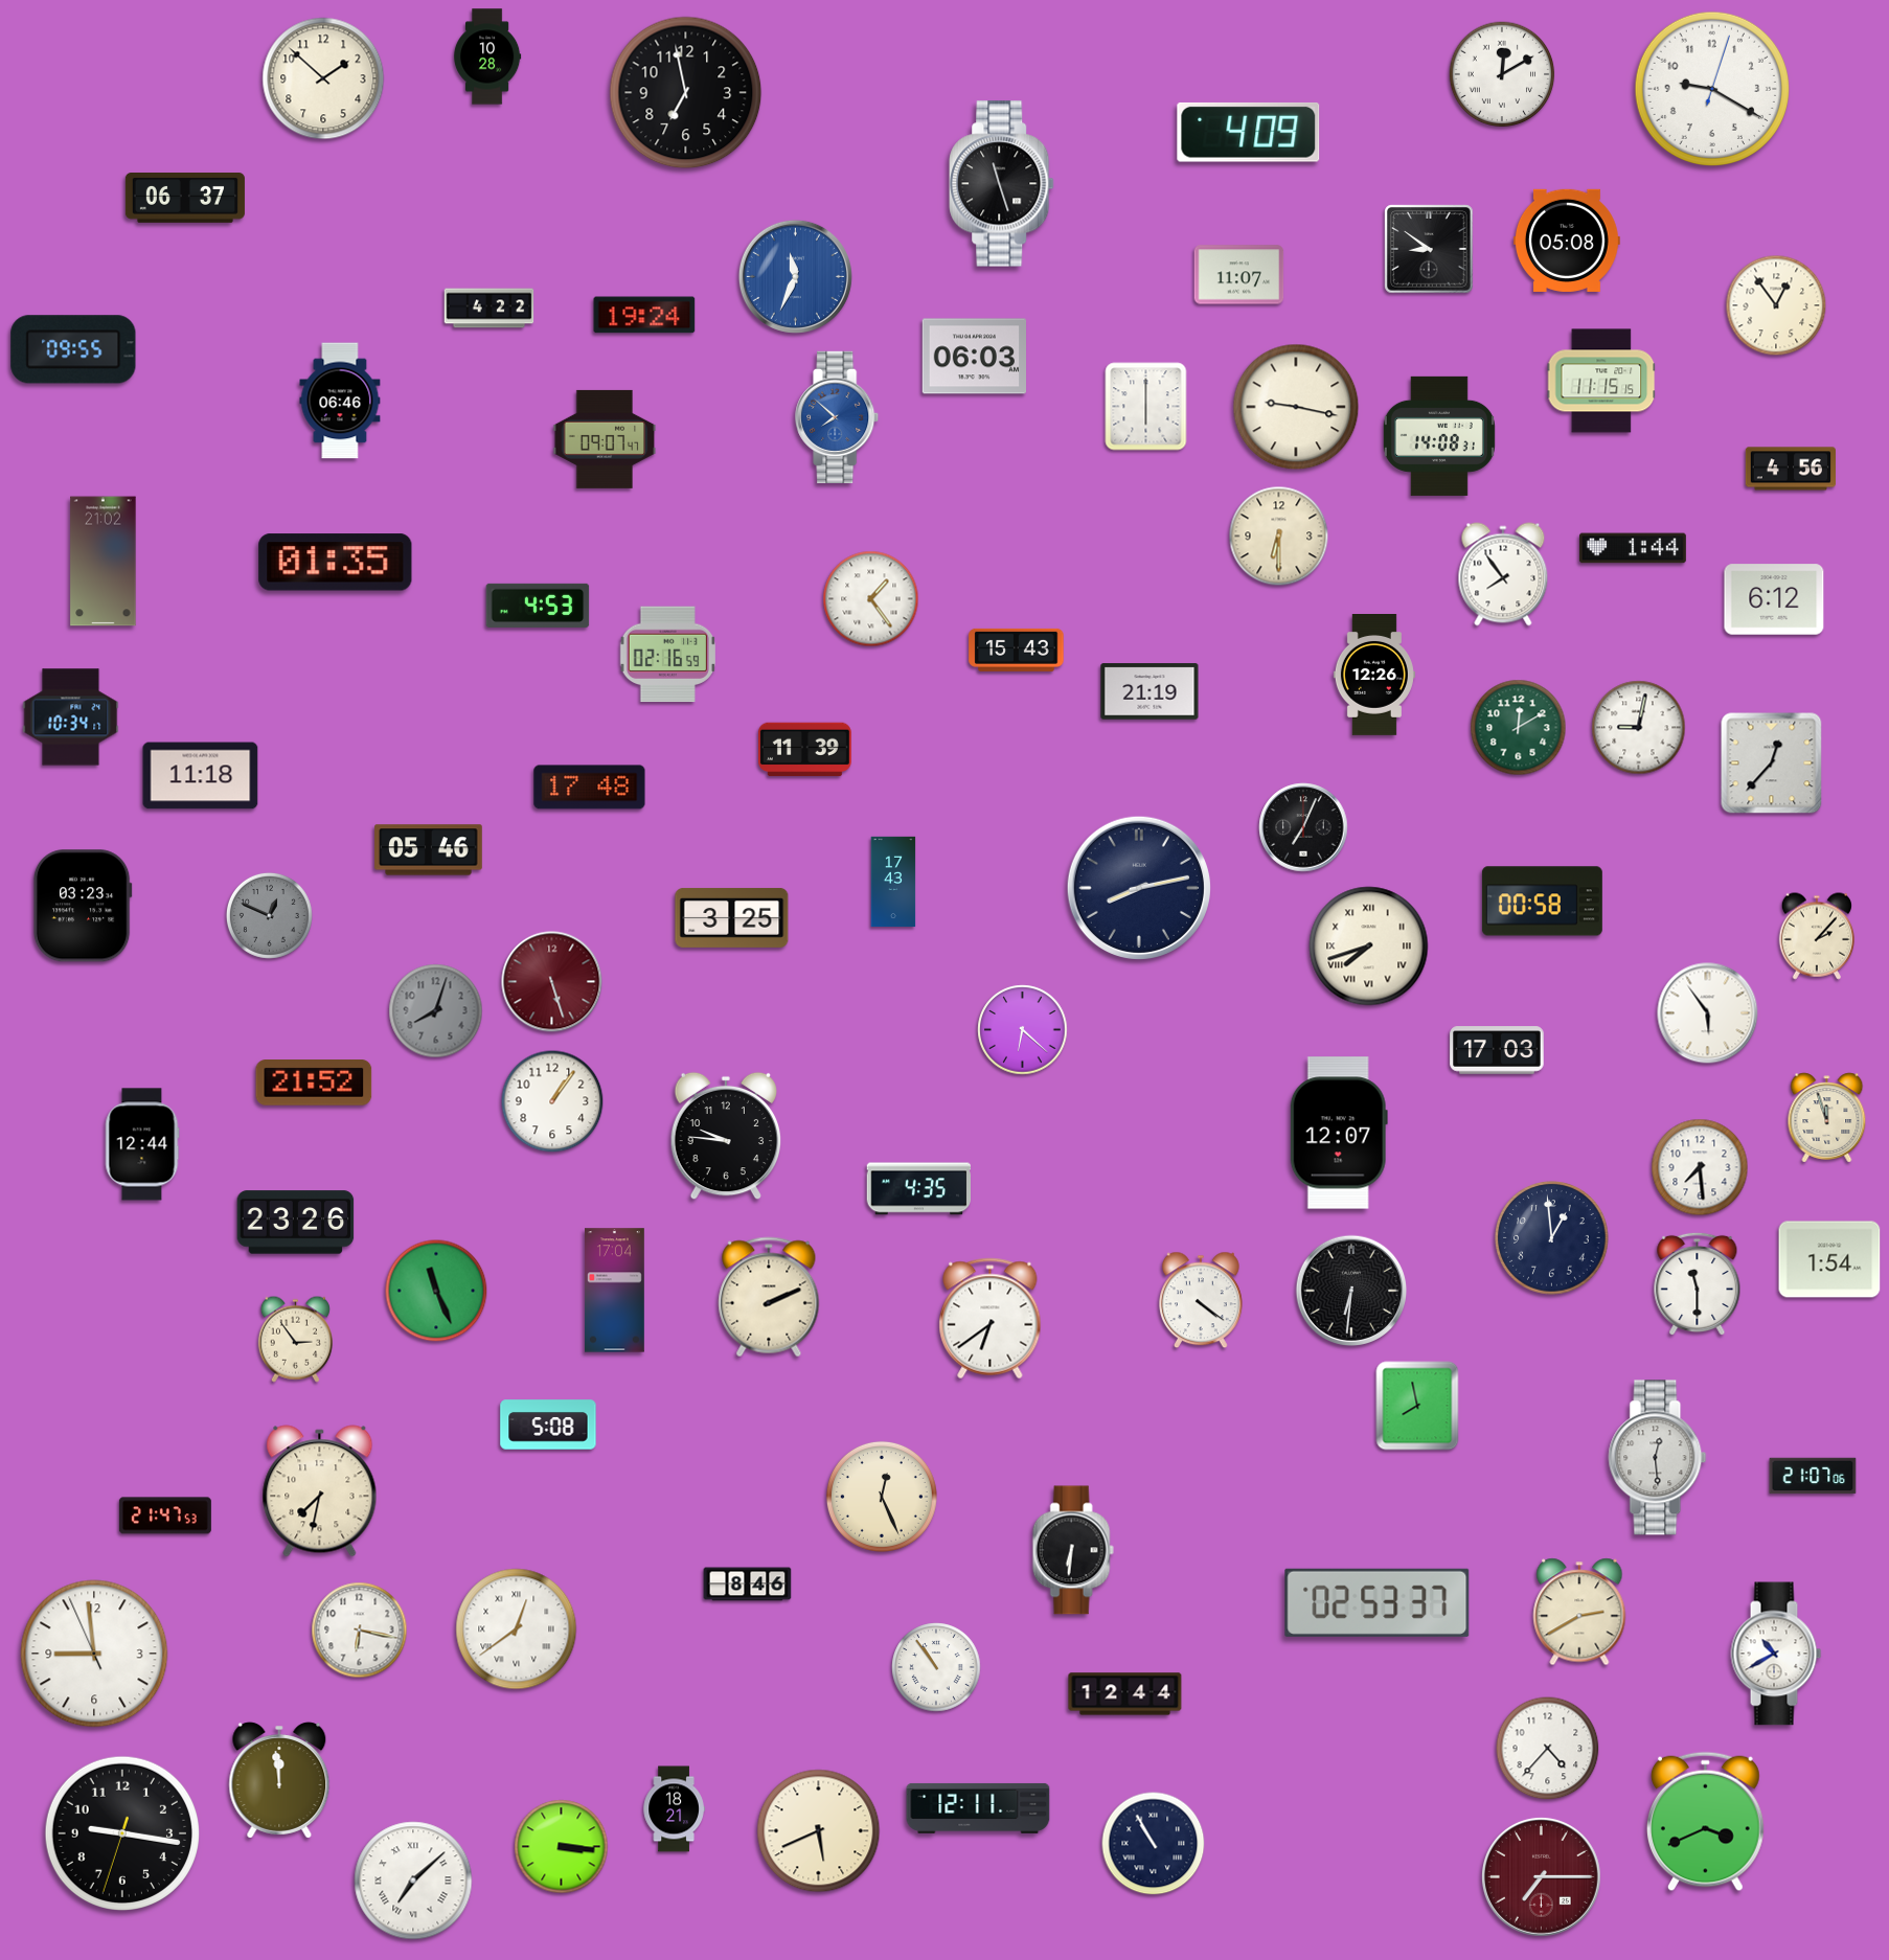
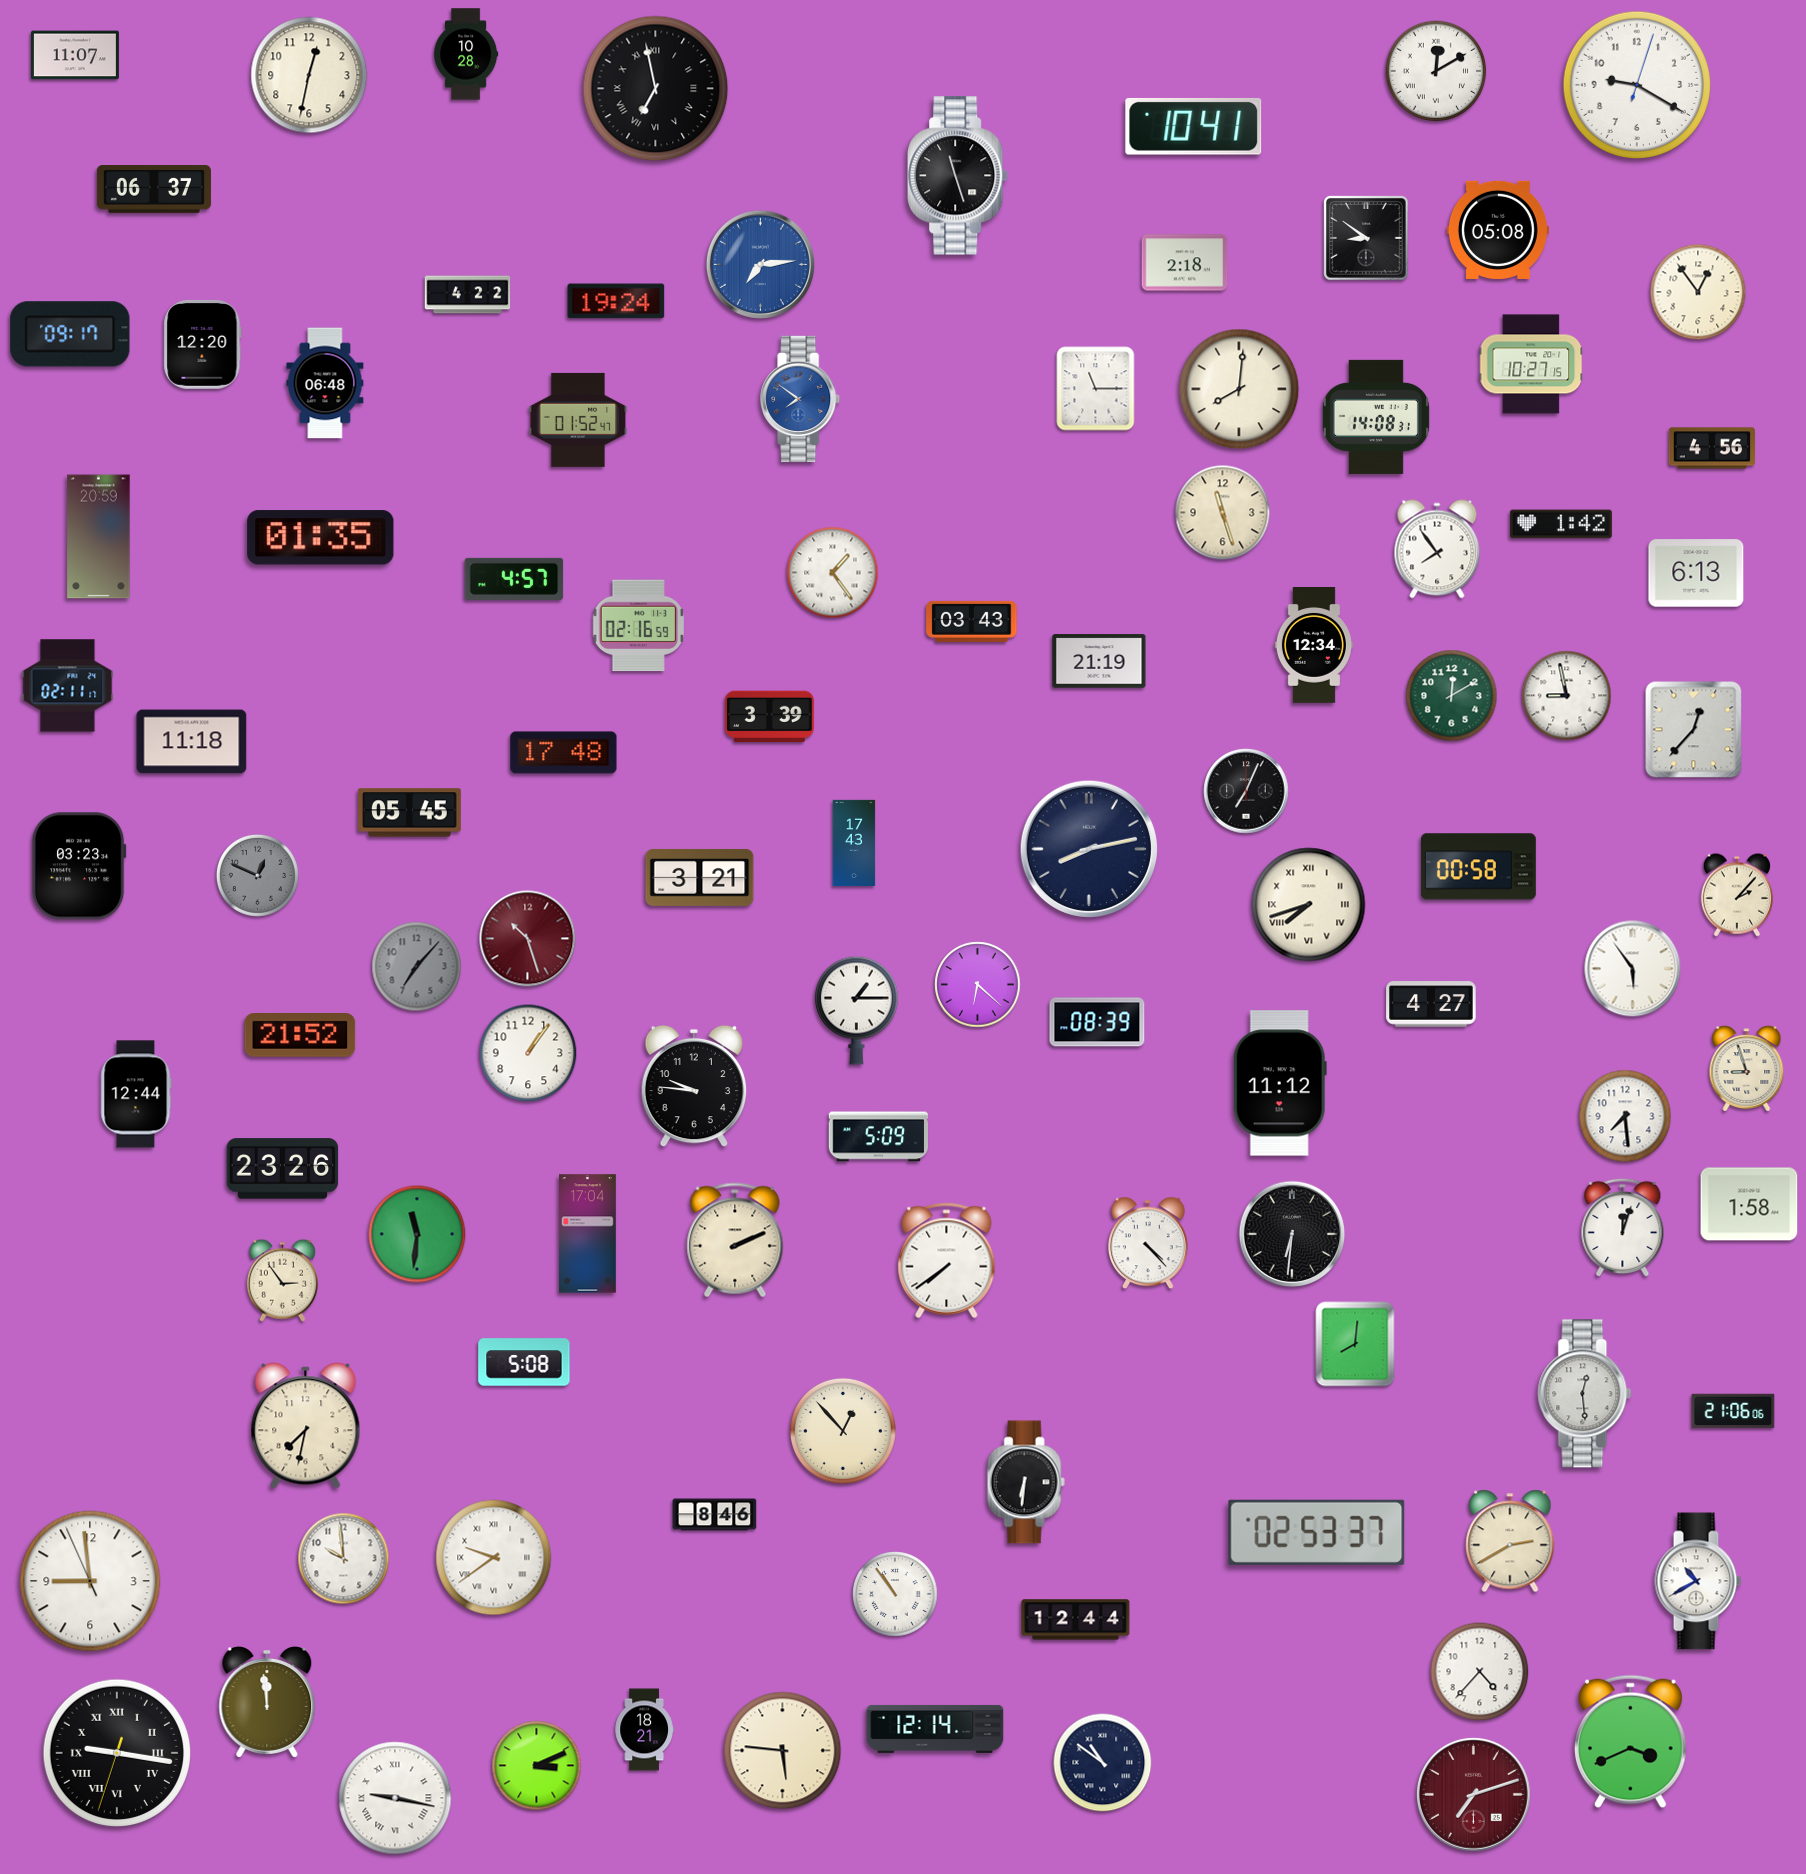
clock at (75, 55): none -> 11:07
clock at (323, 78): 1:52 -> 12:32
clock at (686, 93) numerals: Arabic -> Roman
clock at (1249, 133): 4:09 -> 10:41
clock at (185, 199) position: (185, 199) -> (154, 190)
clock at (1239, 275): 11:07 -> 2:18
clock at (795, 276): 11:34 -> 7:14
clock at (73, 349): 09:55 -> 09:17
clock at (975, 357): 06:03 -> none
clock at (203, 344): none -> 12:20
clock at (1601, 381): 11:15 -> 10:27
clock at (340, 401): 06:46 -> 06:48
clock at (1146, 407): 6:00 -> 11:15
clock at (1296, 407): 9:17 -> 8:01
clock at (838, 416): 7:52 -> 7:51
clock at (605, 439): 09:07 -> 01:52
clock at (1279, 537): 6:30 -> 11:27
clock at (1633, 548): 1:44 -> 1:42
clock at (104, 562): 21:02 -> 20:59
clock at (1774, 599): 6:12 -> 6:13
clock at (538, 606): 4:53 -> 4:57
clock at (1017, 649): 15:43 -> 03:43
clock at (1374, 676): 12:26 -> 12:34
clock at (71, 717): 10:34 -> 02:11
clock at (1639, 728): 9:02 -> 8:58
clock at (804, 750): 11:39 -> 3:39
clock at (429, 850): 05:46 -> 05:45
clock at (1542, 902) position: (1542, 902) -> (1478, 867)
clock at (732, 917): 3:25 -> 3:21
clock at (552, 982): 5:27 -> 10:27
clock at (436, 1011): 8:03 -> 7:07
clock at (1497, 1050): 17:03 -> 4:27
clock at (857, 1010): none -> 1:15
clock at (1097, 1022): none -> 08:39
clock at (1827, 1118): 11:57 -> 8:57
clock at (1339, 1133): 12:07 -> 11:12
clock at (918, 1189): 4:35 -> 5:09
clock at (1552, 1238): 12:59 -> none
clock at (1829, 1259): 1:54 -> 1:58
clock at (1698, 1284): 11:30 -> 12:03
clock at (436, 1291): 11:26 -> 11:31
clock at (1201, 1300): 4:21 -> 4:23
clock at (991, 1319): 6:39 -> 7:39
clock at (1417, 1406): 7:58 -> 8:01
clock at (1813, 1476): 21:07 -> 21:06
clock at (882, 1497): 12:26 -> 12:53
clock at (165, 1515): 21:47 -> none
clock at (517, 1629): 12:39 -> 9:39
clock at (360, 1631): 6:17 -> 9:59
clock at (978, 1808): 12:11 -> 12:14
clock at (819, 1831): 5:41 -> 5:46
clock at (121, 1832) numerals: Arabic -> Roman
clock at (1154, 1844): 10:55 -> 10:51
clock at (562, 1847): 3:16 -> 3:11
clock at (1541, 1876): 7:15 -> 7:12
clock at (413, 1881): 7:08 -> 9:17
